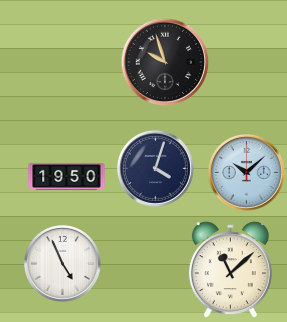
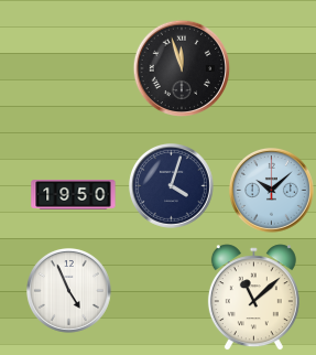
clock at (165, 62): 9:57 -> 11:57
